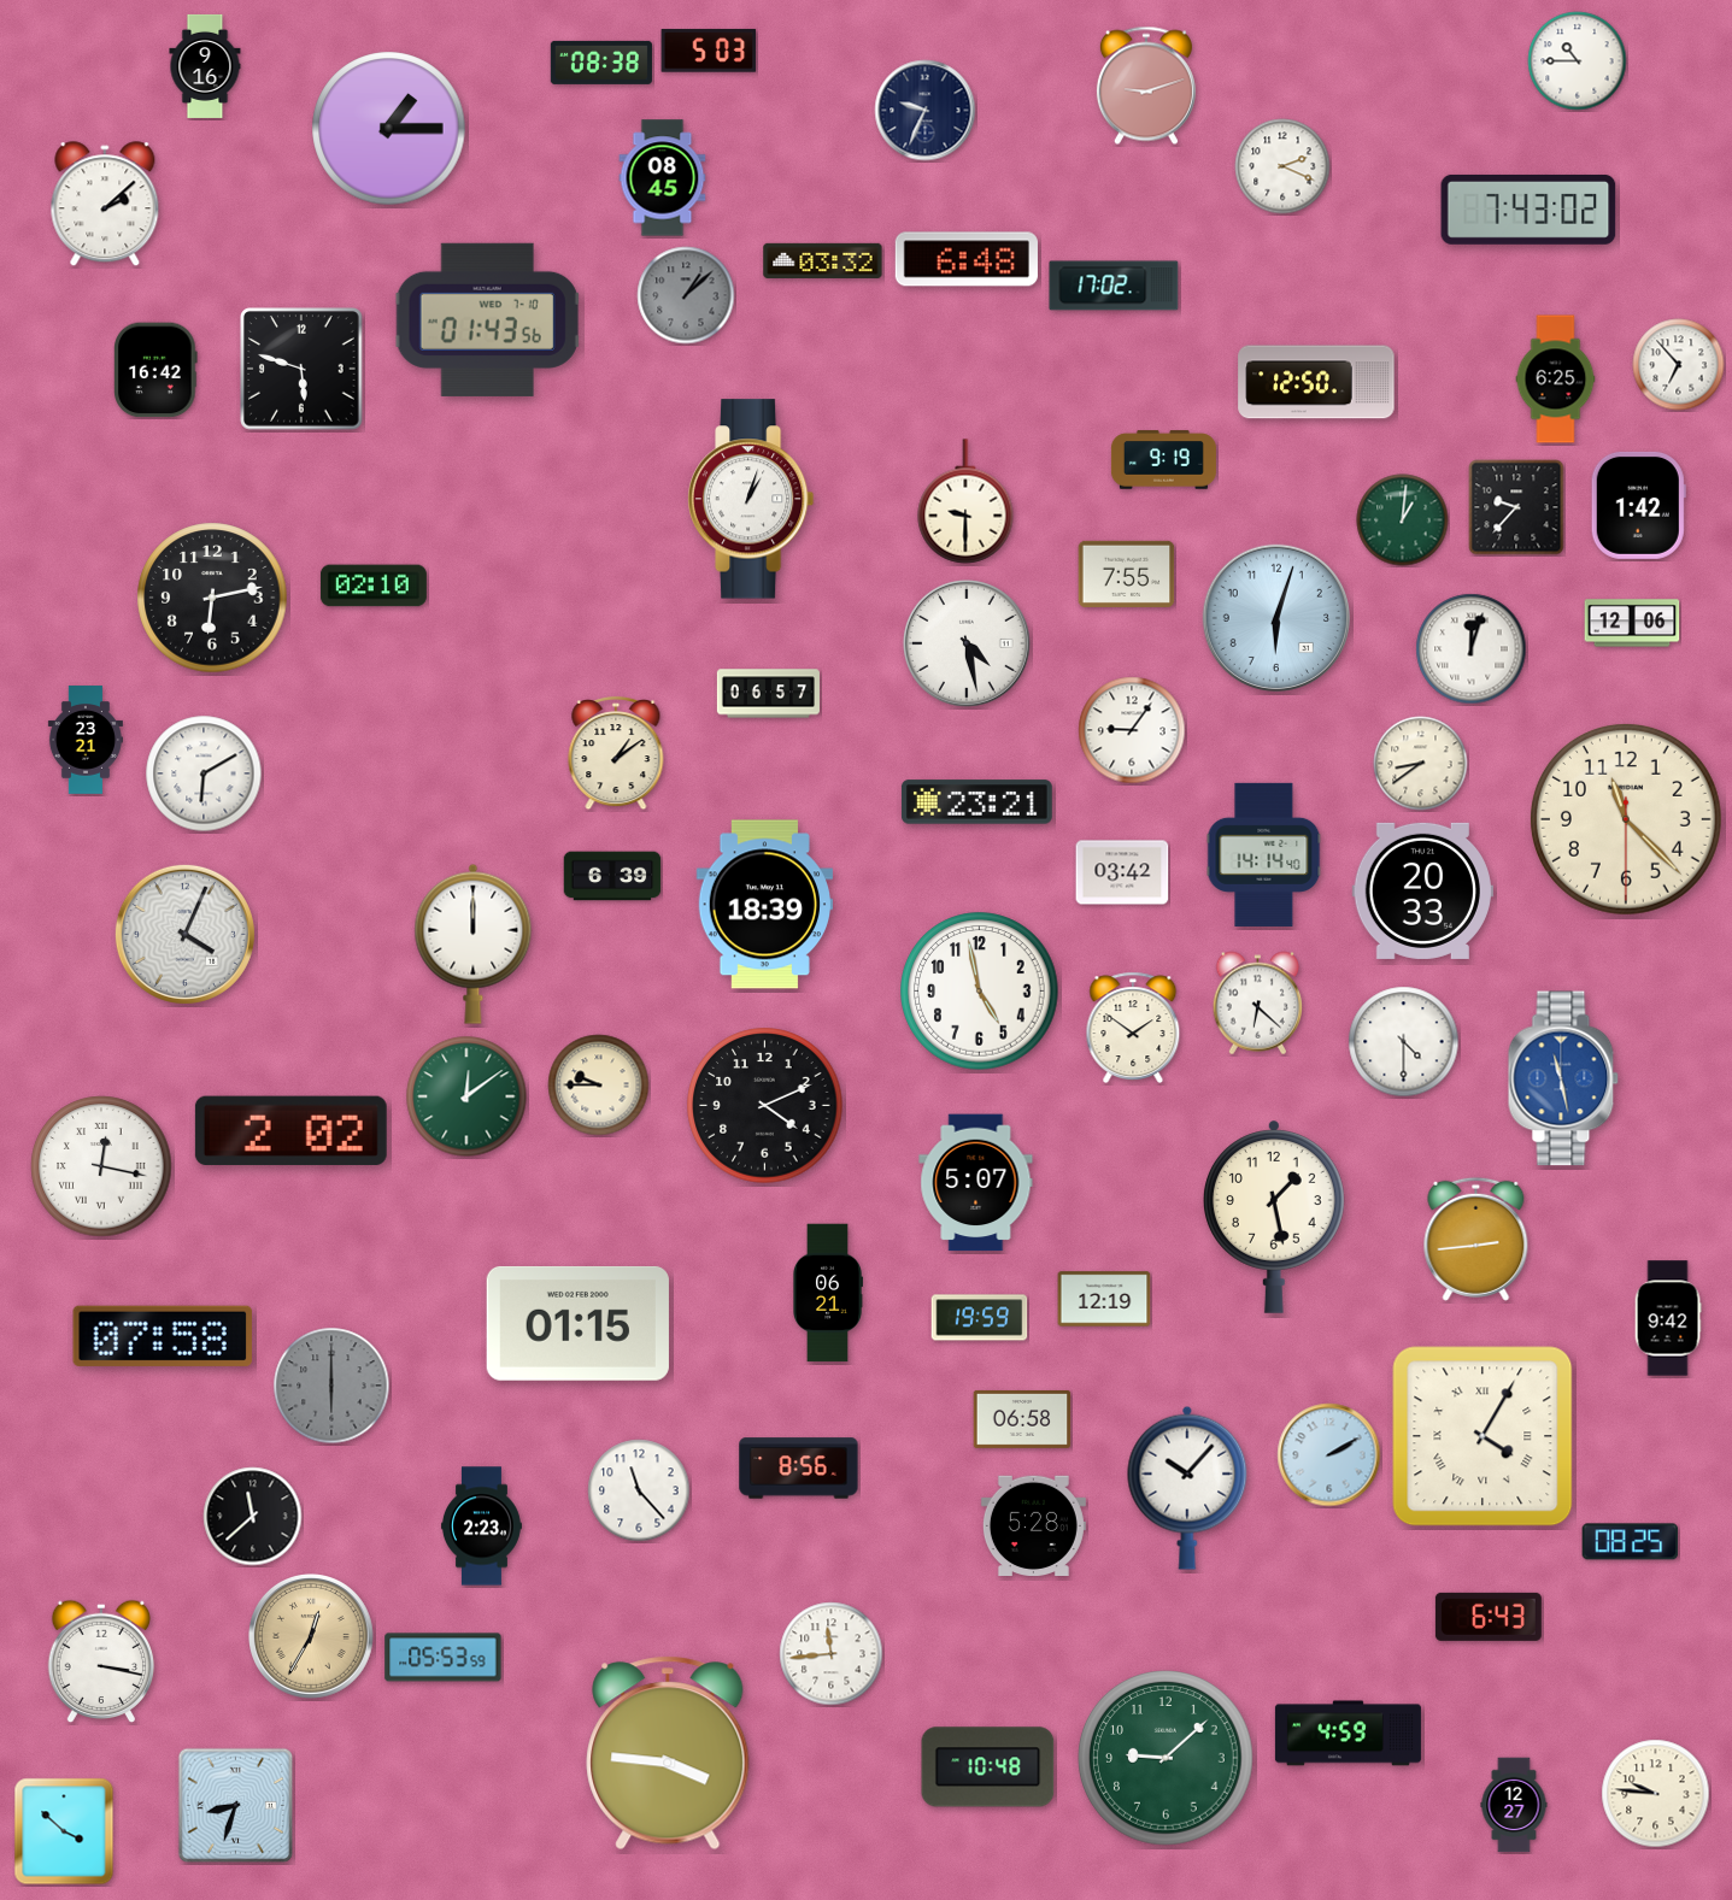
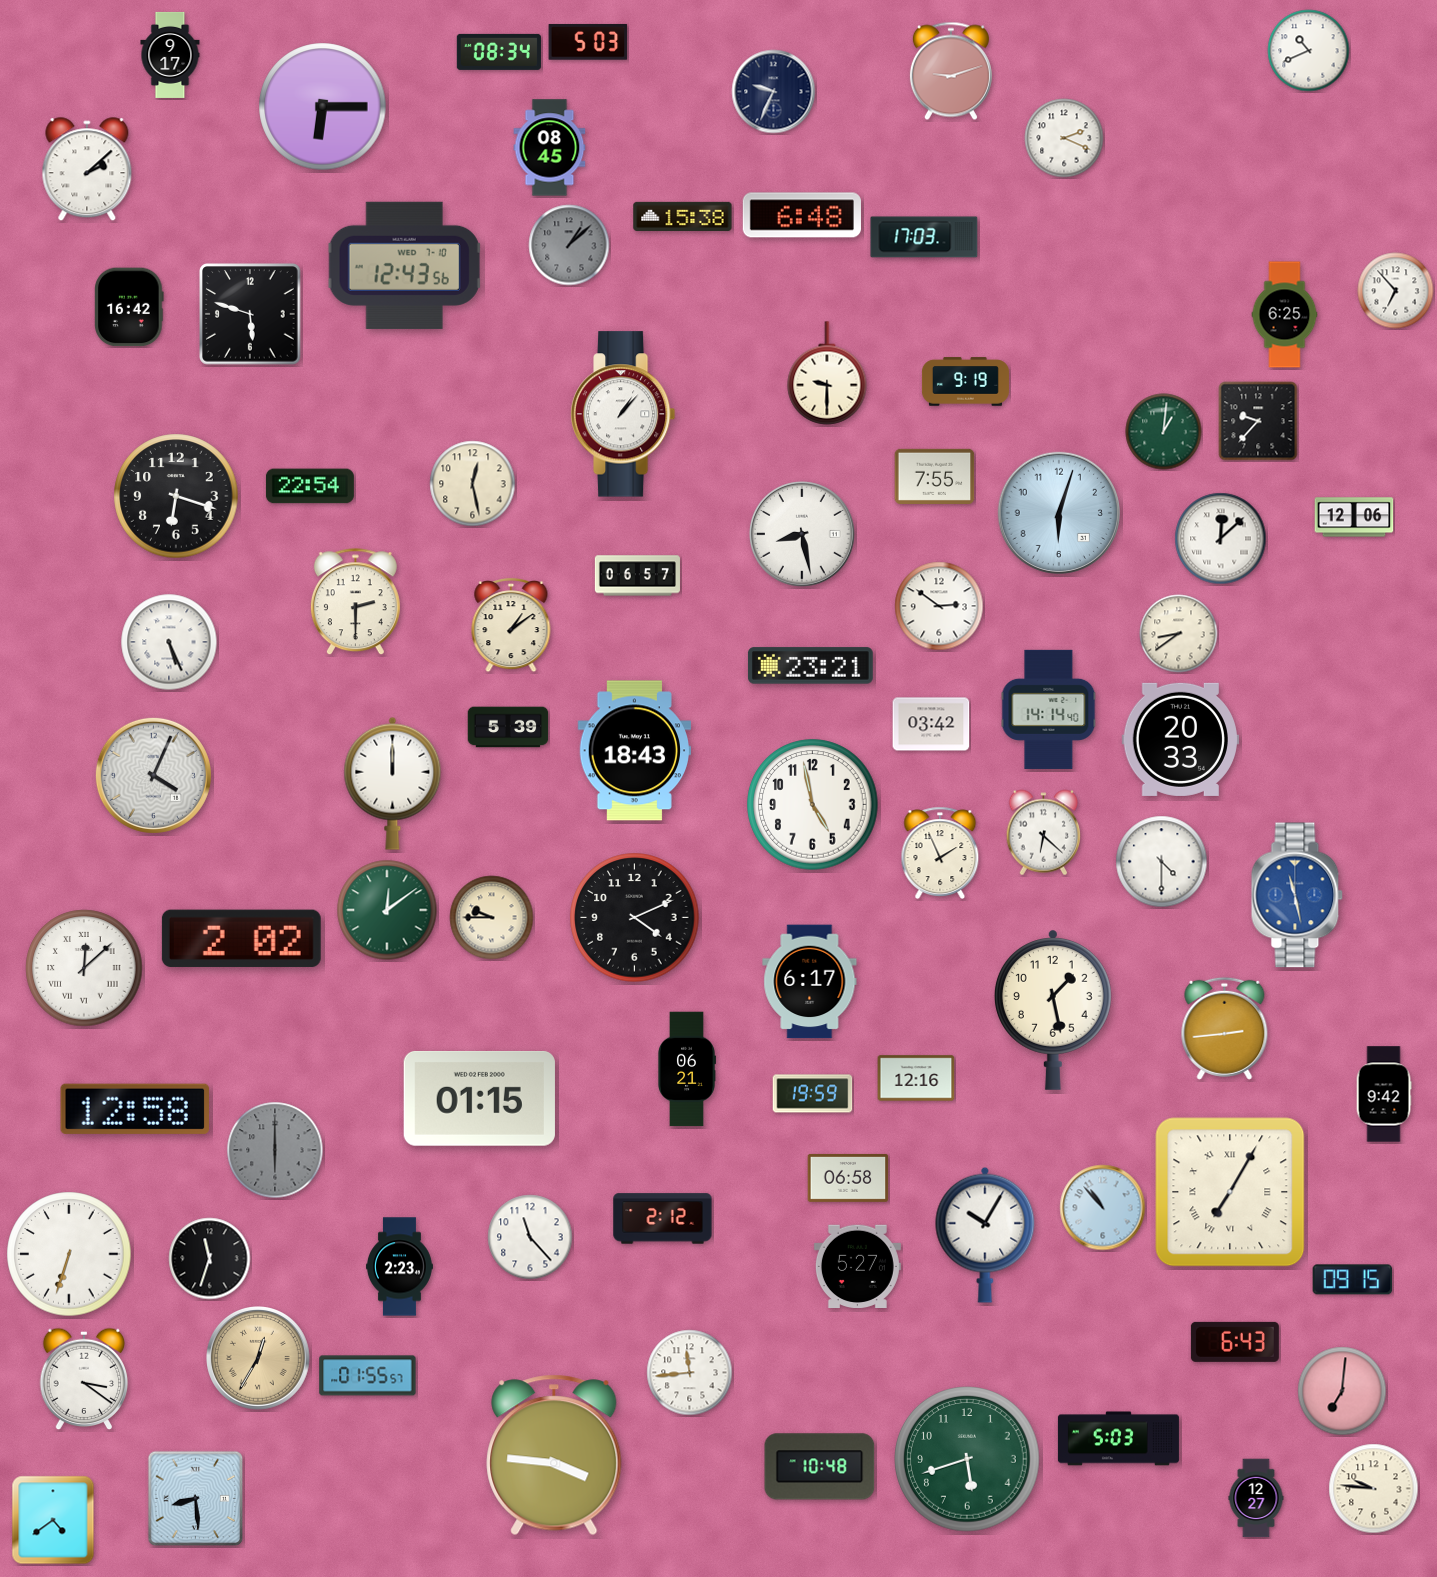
clock at (1578, 61): 10:45 -> 10:41
clock at (601, 63): 08:38 -> 08:34
clock at (205, 66): 9:16 -> 9:17
clock at (926, 111) position: (926, 111) -> (774, 92)
clock at (389, 129): 1:15 -> 6:15
clock at (1528, 210): 7:43 -> none
clock at (823, 260): 03:32 -> 15:38
clock at (1114, 286): 17:02 -> 17:03
clock at (488, 319): 01:43 -> 12:43
clock at (1679, 365) position: (1679, 365) -> (1396, 291)
clock at (301, 369) position: (301, 369) -> (250, 314)
clock at (1556, 380) position: (1556, 380) -> (1285, 315)
clock at (1316, 382): 12:50 -> none
clock at (751, 499): 1:03 -> 1:07
clock at (965, 501) position: (965, 501) -> (827, 373)
clock at (1638, 505): 1:42 -> none
clock at (473, 484): none -> 12:28
clock at (374, 586): 02:10 -> 22:54
clock at (212, 598): 6:13 -> 6:18
clock at (967, 643): 4:28 -> 8:28
clock at (1472, 649): 12:03 -> 12:08
clock at (355, 602): none -> 2:30
clock at (1132, 730): 9:06 -> 2:51
clock at (86, 740): 23:21 -> none
clock at (204, 773): 6:10 -> 5:26
clock at (1626, 819): 11:22 -> none
clock at (612, 876): 6:39 -> 5:39
clock at (764, 905): 18:39 -> 18:43
clock at (980, 992) position: (980, 992) -> (813, 805)
clock at (1133, 1027): 1:51 -> 1:56
clock at (1404, 1042) position: (1404, 1042) -> (1162, 862)
clock at (599, 1086) position: (599, 1086) -> (492, 918)
clock at (101, 1166): 12:17 -> 12:08
clock at (976, 1183): 5:07 -> 6:17
clock at (1274, 1217) position: (1274, 1217) -> (1053, 1010)
clock at (828, 1293) position: (828, 1293) -> (687, 1069)
clock at (1104, 1299): 12:19 -> 12:16
clock at (162, 1336): 07:58 -> 12:58
clock at (1483, 1436): 4:05 -> 7:05
clock at (1329, 1455): 2:10 -> 10:53
clock at (799, 1469): 8:56 -> 2:12
clock at (1187, 1488): 10:07 -> 10:05
clock at (69, 1254): none -> 6:33
clock at (253, 1517): 11:38 -> 11:33
clock at (1033, 1527): 5:28 -> 5:27
clock at (1631, 1542): 08:25 -> 09:15
clock at (444, 1658): 05:53 -> 01:55
clock at (101, 1661): 3:17 -> 3:21
clock at (1342, 1391): none -> 7:01
clock at (1348, 1734): 4:59 -> 5:03
clock at (1166, 1758): 9:08 -> 5:42
clock at (236, 1806): 8:33 -> 8:29
clock at (64, 1831): 3:52 -> 4:39
